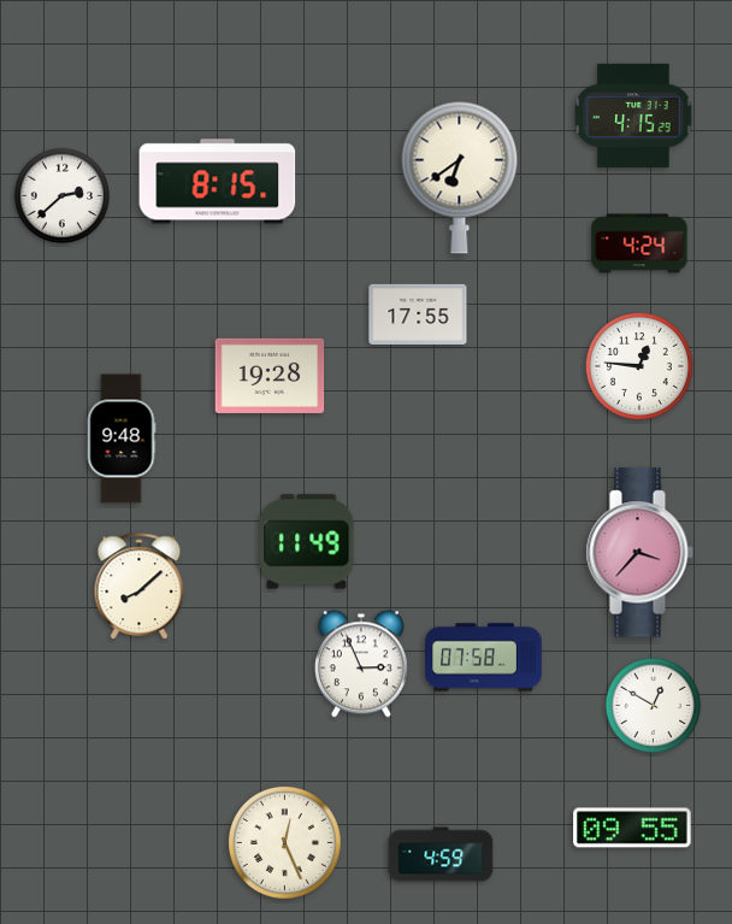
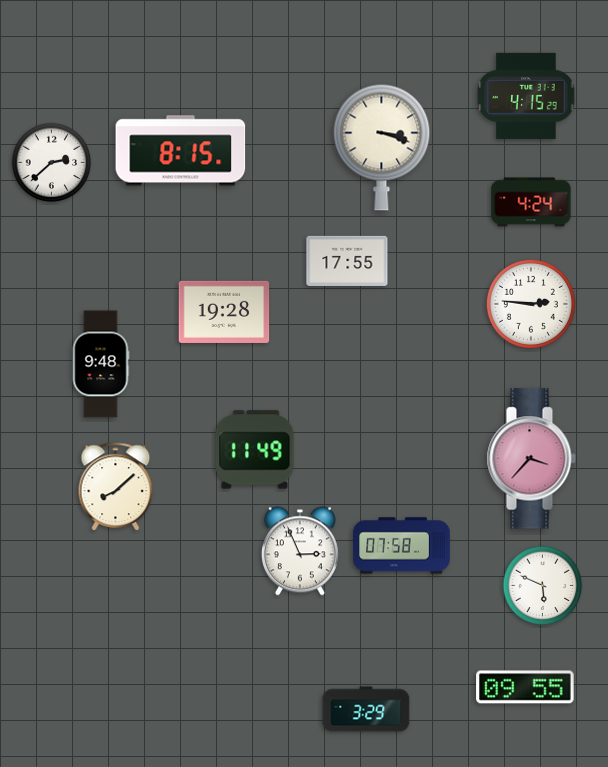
clock at (460, 177): 6:39 -> 3:18
clock at (639, 366): 12:46 -> 2:46
clock at (654, 706): 12:50 -> 5:49
clock at (284, 842): 12:26 -> none
clock at (441, 854): 4:59 -> 3:29
